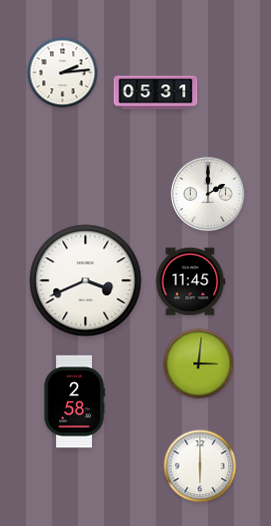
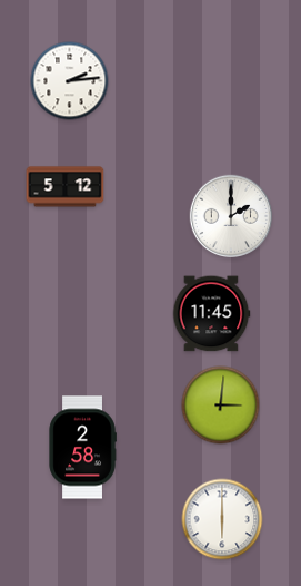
clock at (156, 93): 05:31 -> none
clock at (66, 187): none -> 5:12
clock at (86, 281): 3:41 -> none
